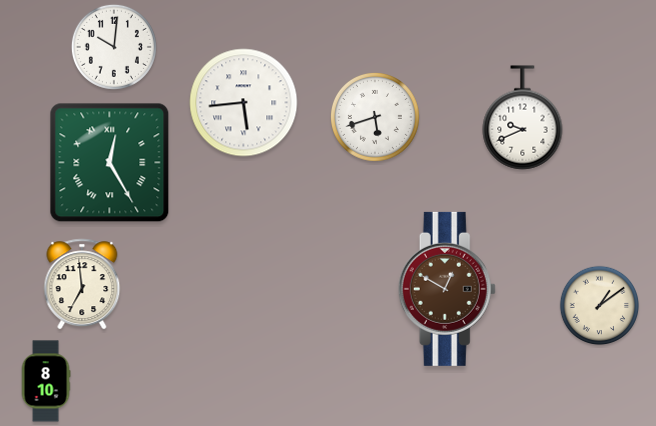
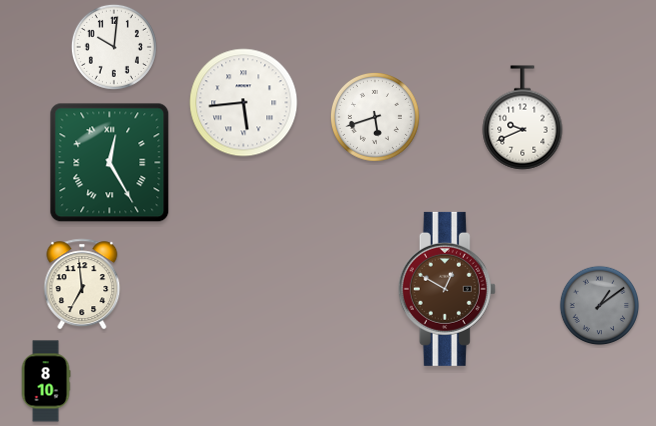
clock at (600, 306) dial: cream -> grey
